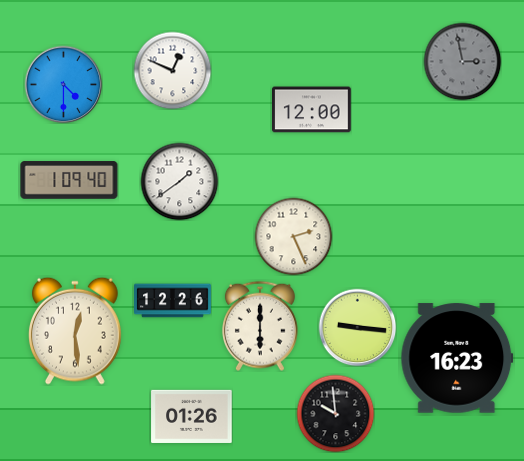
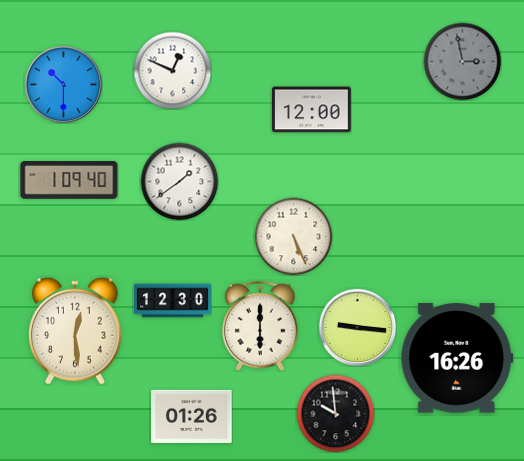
clock at (63, 84): 4:30 -> 10:30
clock at (293, 236): 2:26 -> 5:26
clock at (173, 301): 12:26 -> 12:30
clock at (457, 358): 16:23 -> 16:26
